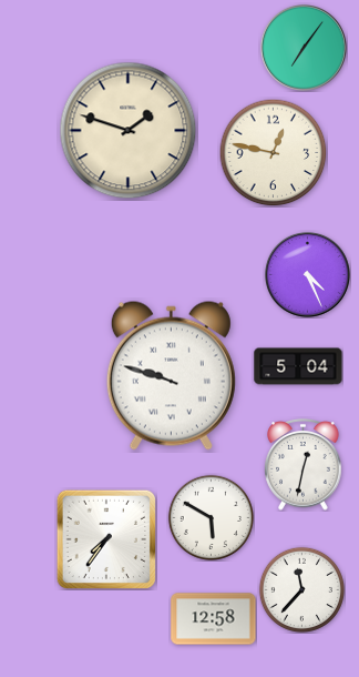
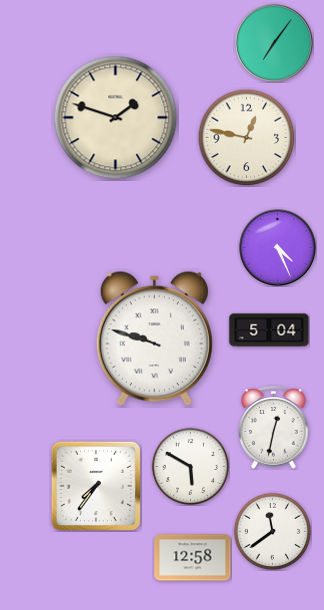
clock at (304, 465) position: (304, 465) -> (274, 428)
clock at (301, 589): 11:37 -> 11:39
